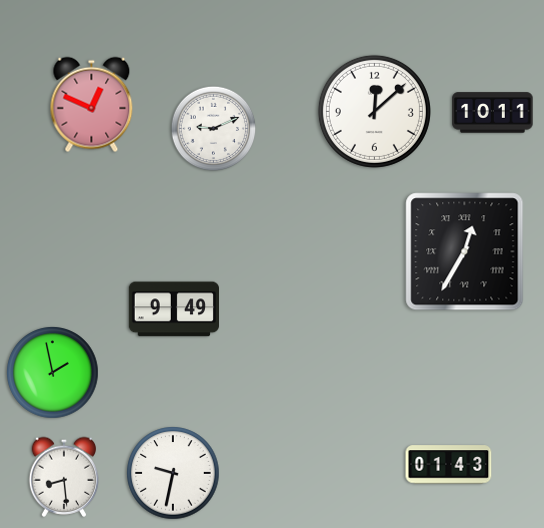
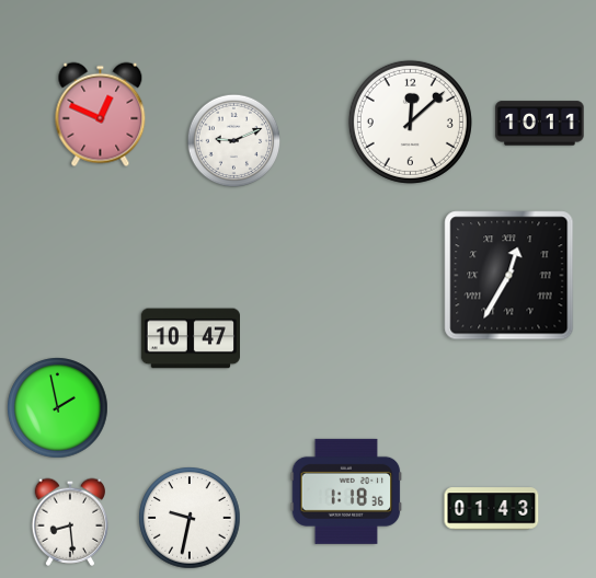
clock at (173, 309): 9:49 -> 10:47
clock at (346, 492): none -> 1:18
